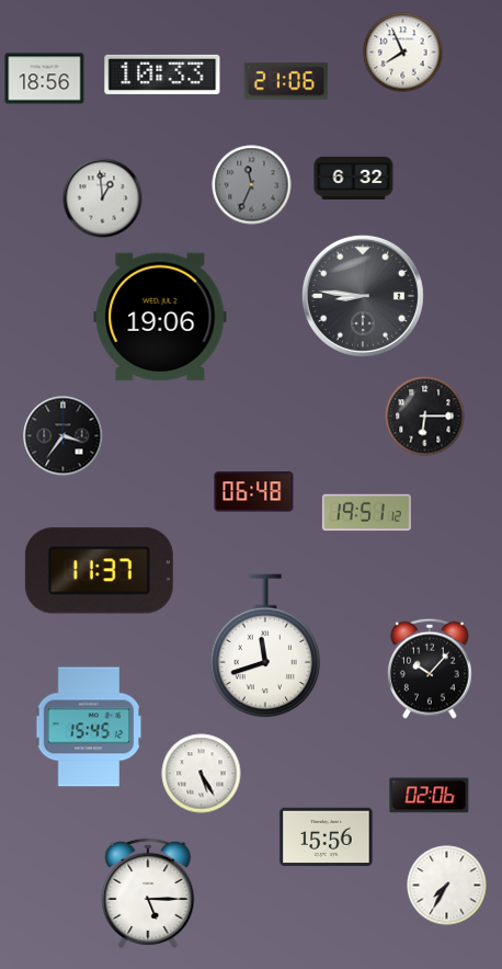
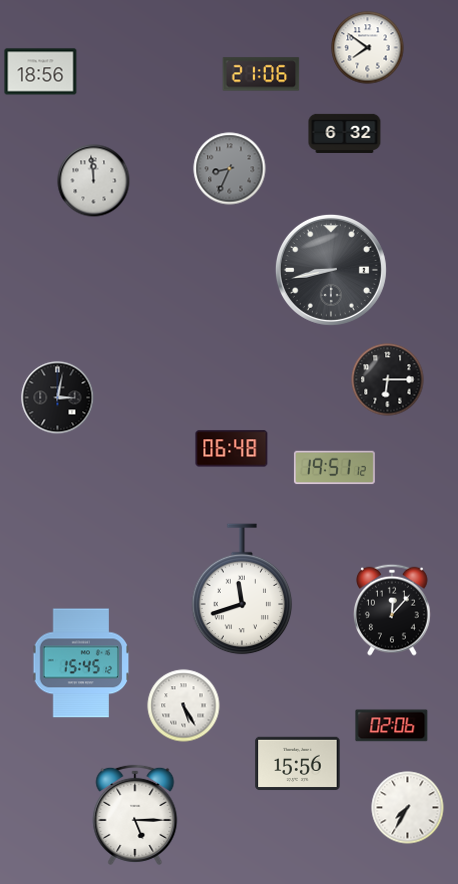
clock at (403, 53): 7:56 -> 7:51
clock at (162, 75): 10:33 -> none
clock at (354, 178) position: (354, 178) -> (345, 133)
clock at (252, 185): 11:34 -> 8:34
clock at (103, 198): 12:59 -> 11:59
clock at (363, 296): 8:46 -> 8:43
clock at (160, 317): 19:06 -> none
clock at (64, 436): 3:36 -> 3:02
clock at (99, 571): 11:37 -> none
clock at (431, 669): 10:07 -> 12:07
